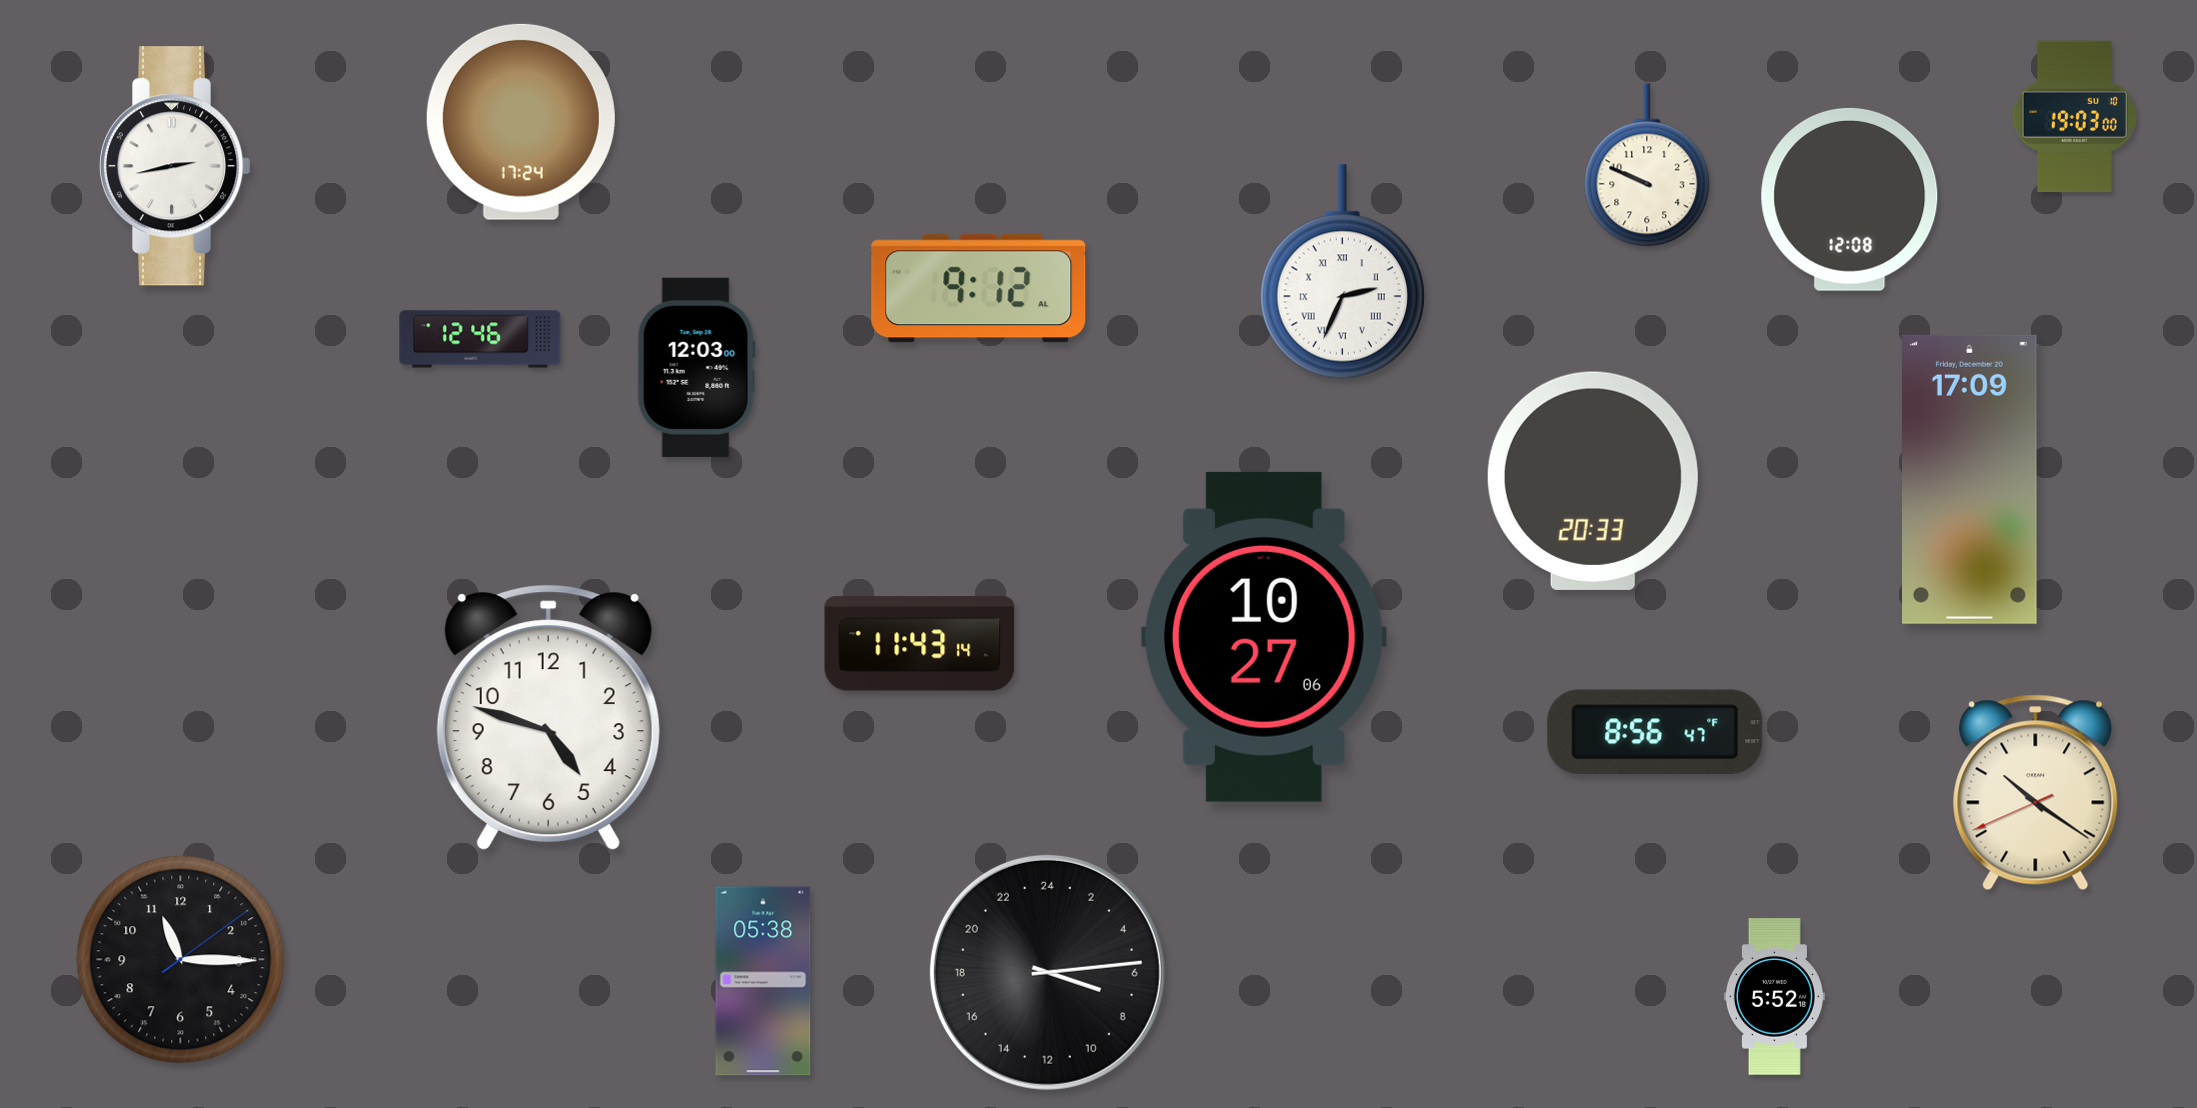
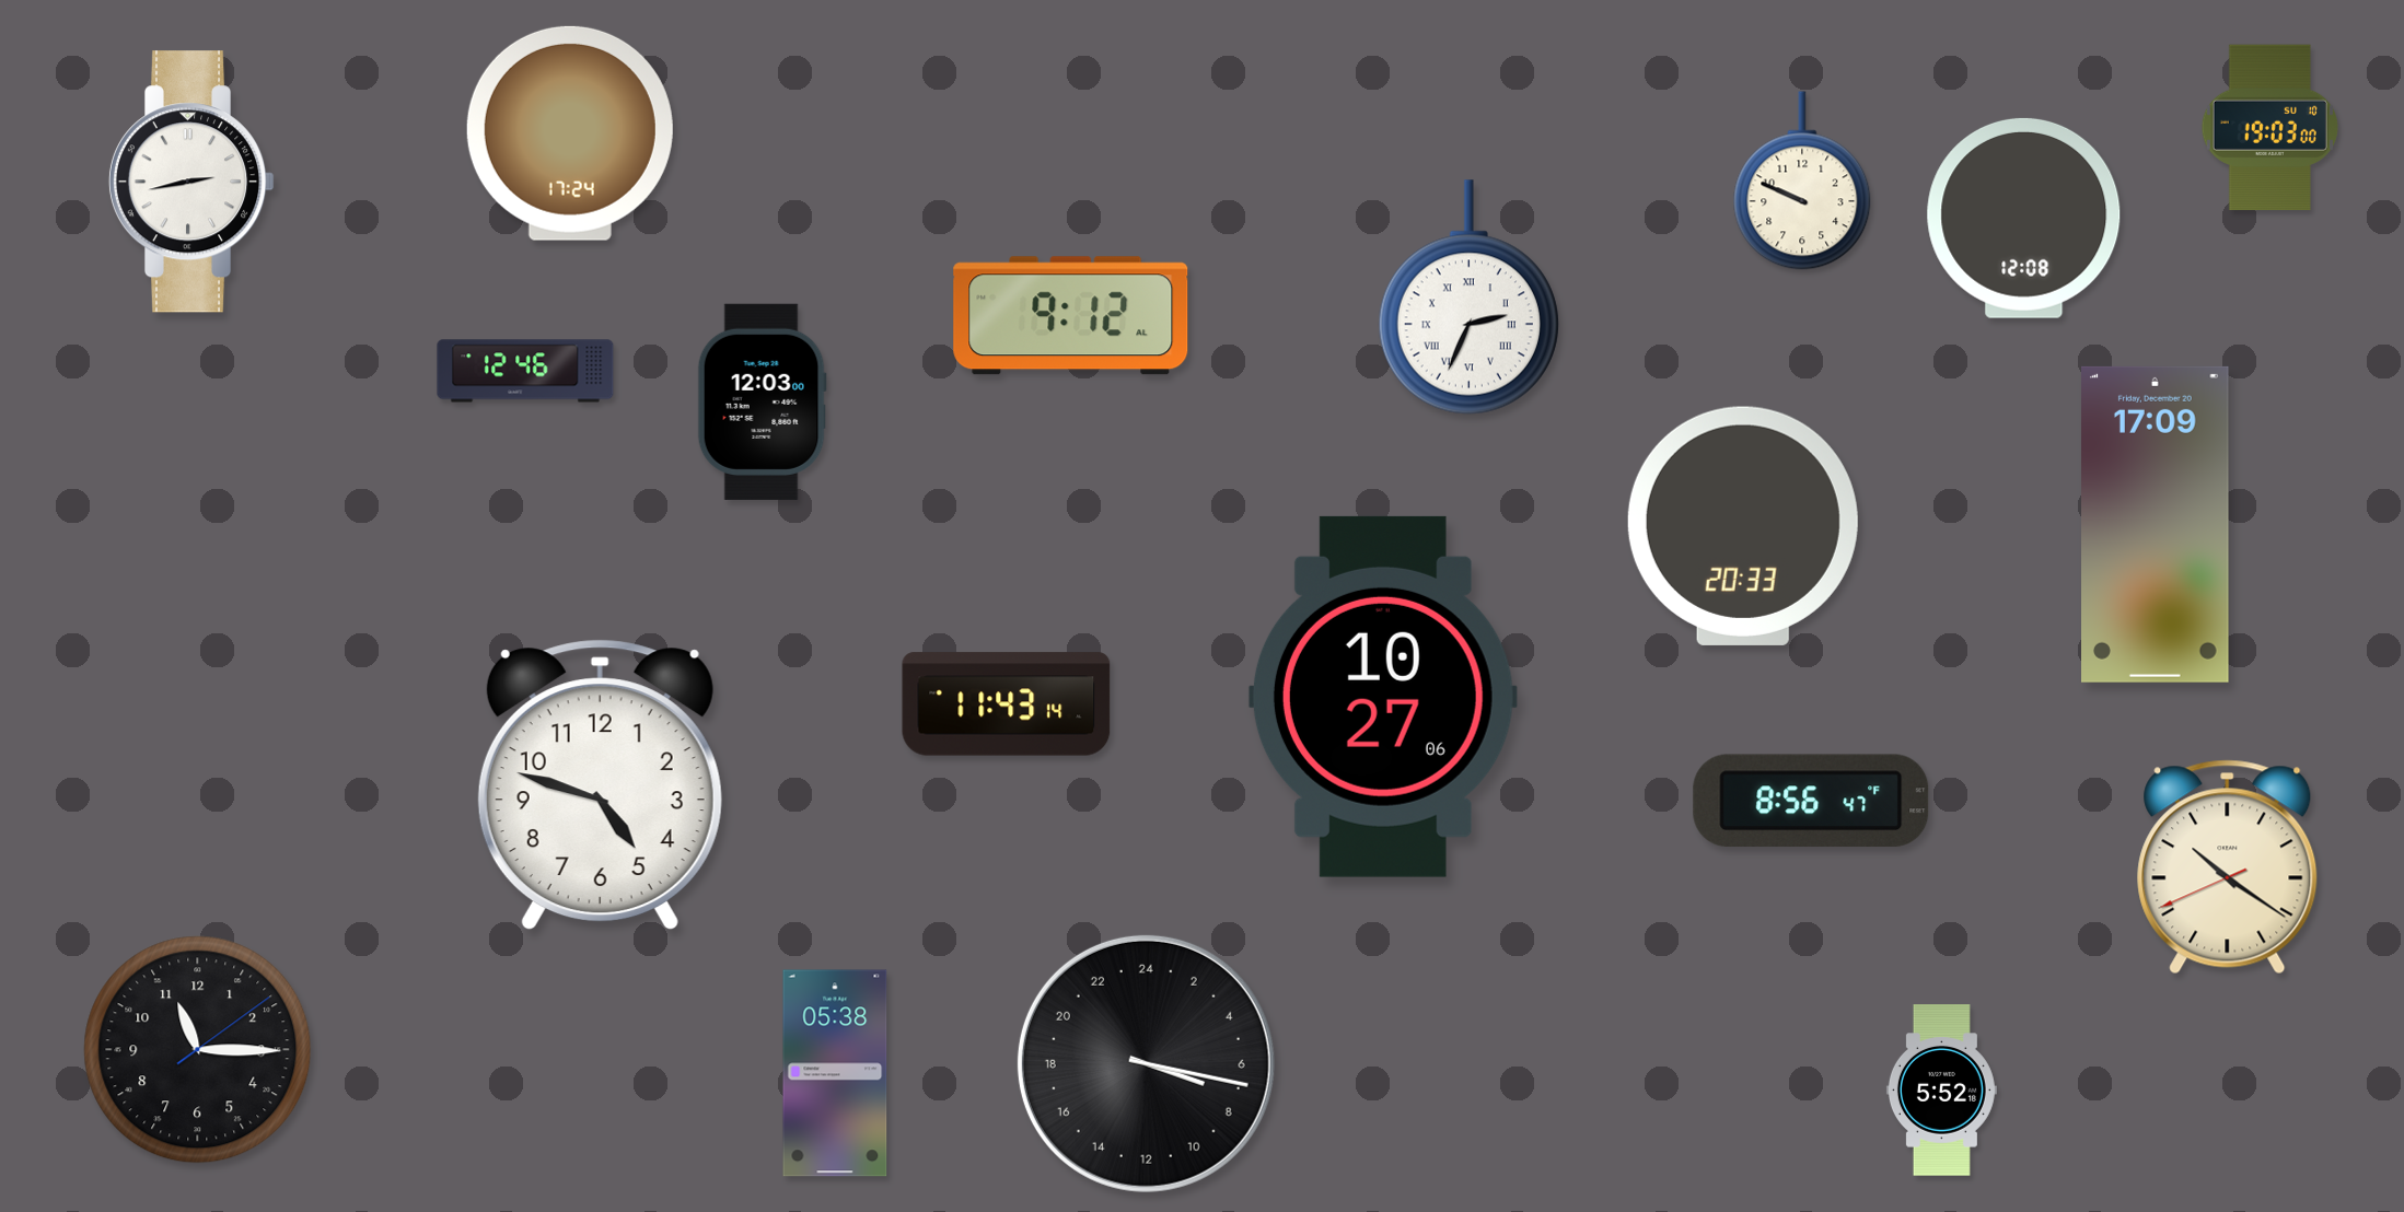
clock at (1047, 972): 7:14 -> 7:17
